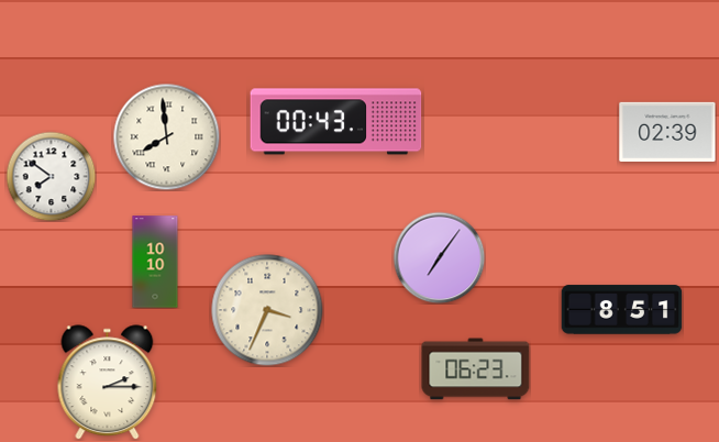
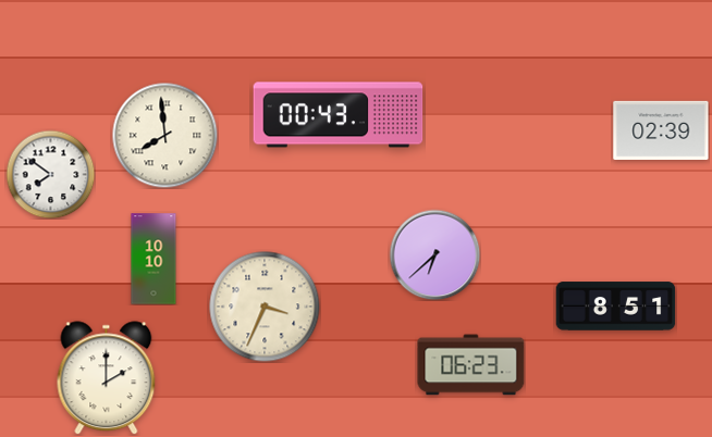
clock at (336, 122) position: (336, 122) -> (339, 115)
clock at (439, 257): 7:06 -> 6:38
clock at (108, 383): 2:15 -> 2:00
